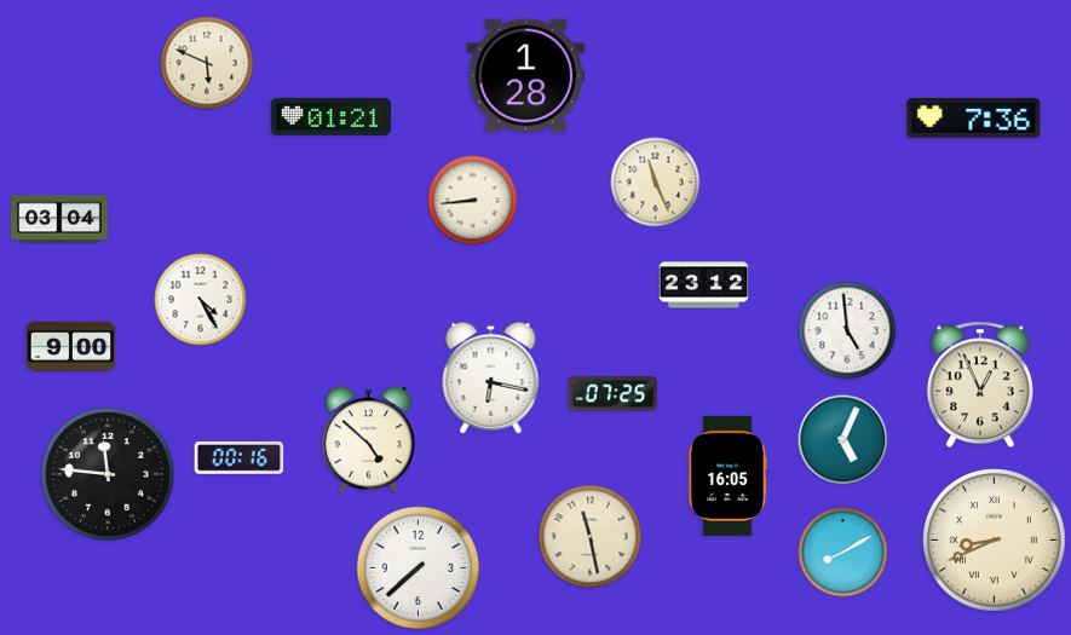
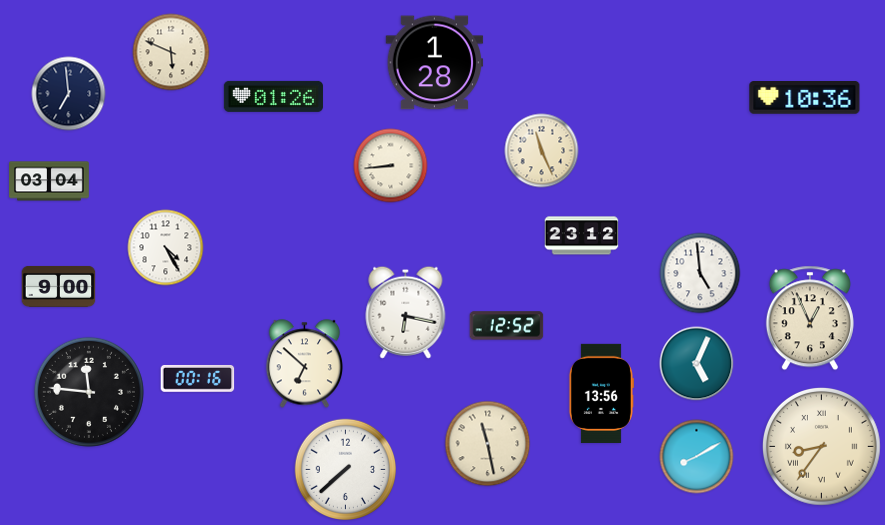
clock at (69, 94): none -> 6:59
clock at (330, 116): 01:21 -> 01:26
clock at (974, 119): 7:36 -> 10:36
clock at (614, 394): 07:25 -> 12:52
clock at (369, 440): 4:52 -> 6:52
clock at (727, 475): 16:05 -> 13:56
clock at (994, 539): 8:41 -> 8:36
